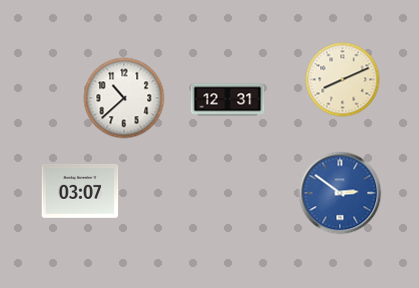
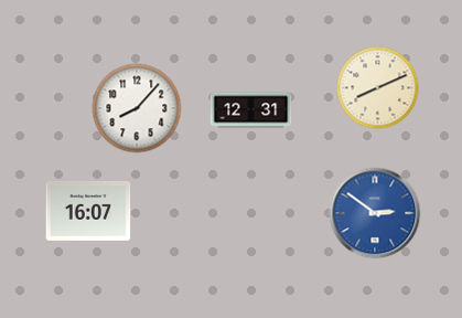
clock at (124, 98): 10:38 -> 8:07
clock at (80, 191): 03:07 -> 16:07
